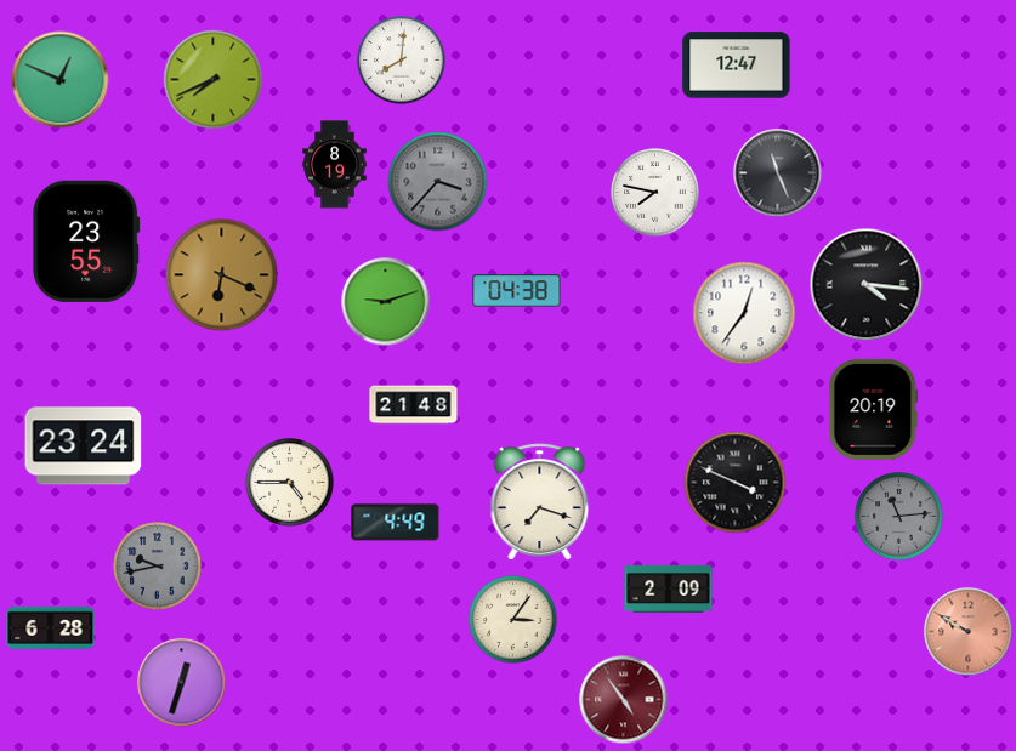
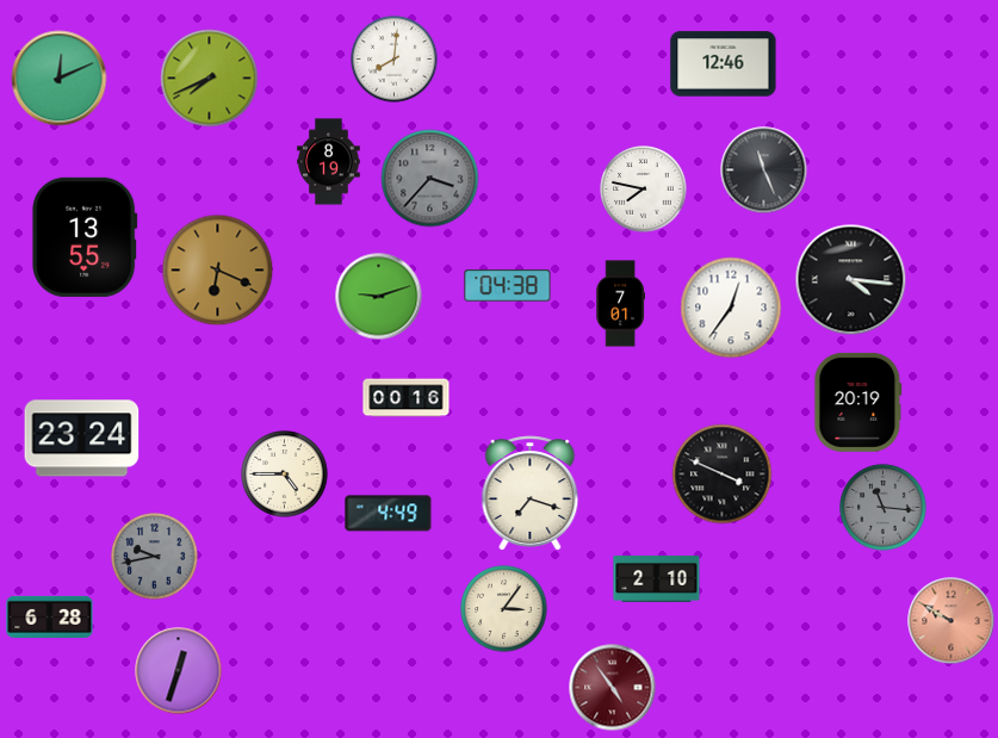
clock at (737, 66): 12:47 -> 12:46
clock at (61, 80): 12:49 -> 12:11
clock at (86, 241): 23:55 -> 13:55
clock at (620, 304): none -> 7:01
clock at (414, 405): 21:48 -> 00:16
clock at (899, 517): 11:14 -> 11:16
clock at (669, 590): 2:09 -> 2:10
